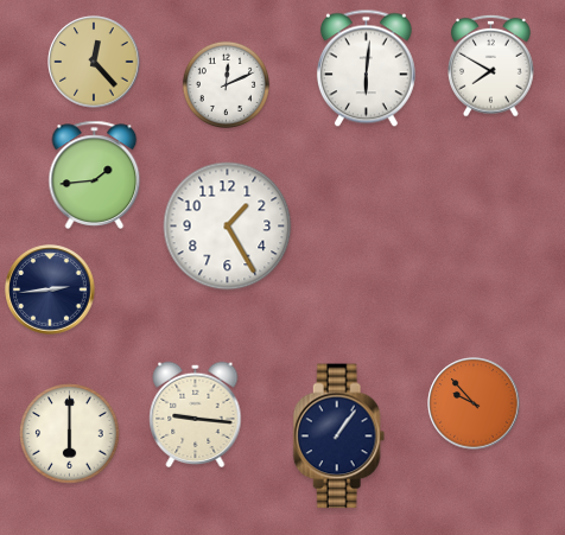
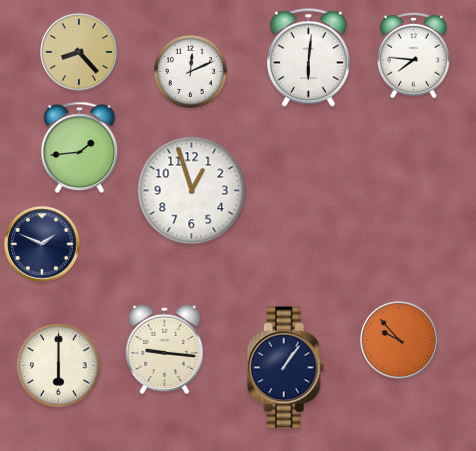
clock at (94, 62): 12:23 -> 8:23
clock at (491, 65): 7:50 -> 7:46
clock at (228, 227): 1:25 -> 12:57
clock at (50, 289): 2:44 -> 1:49
